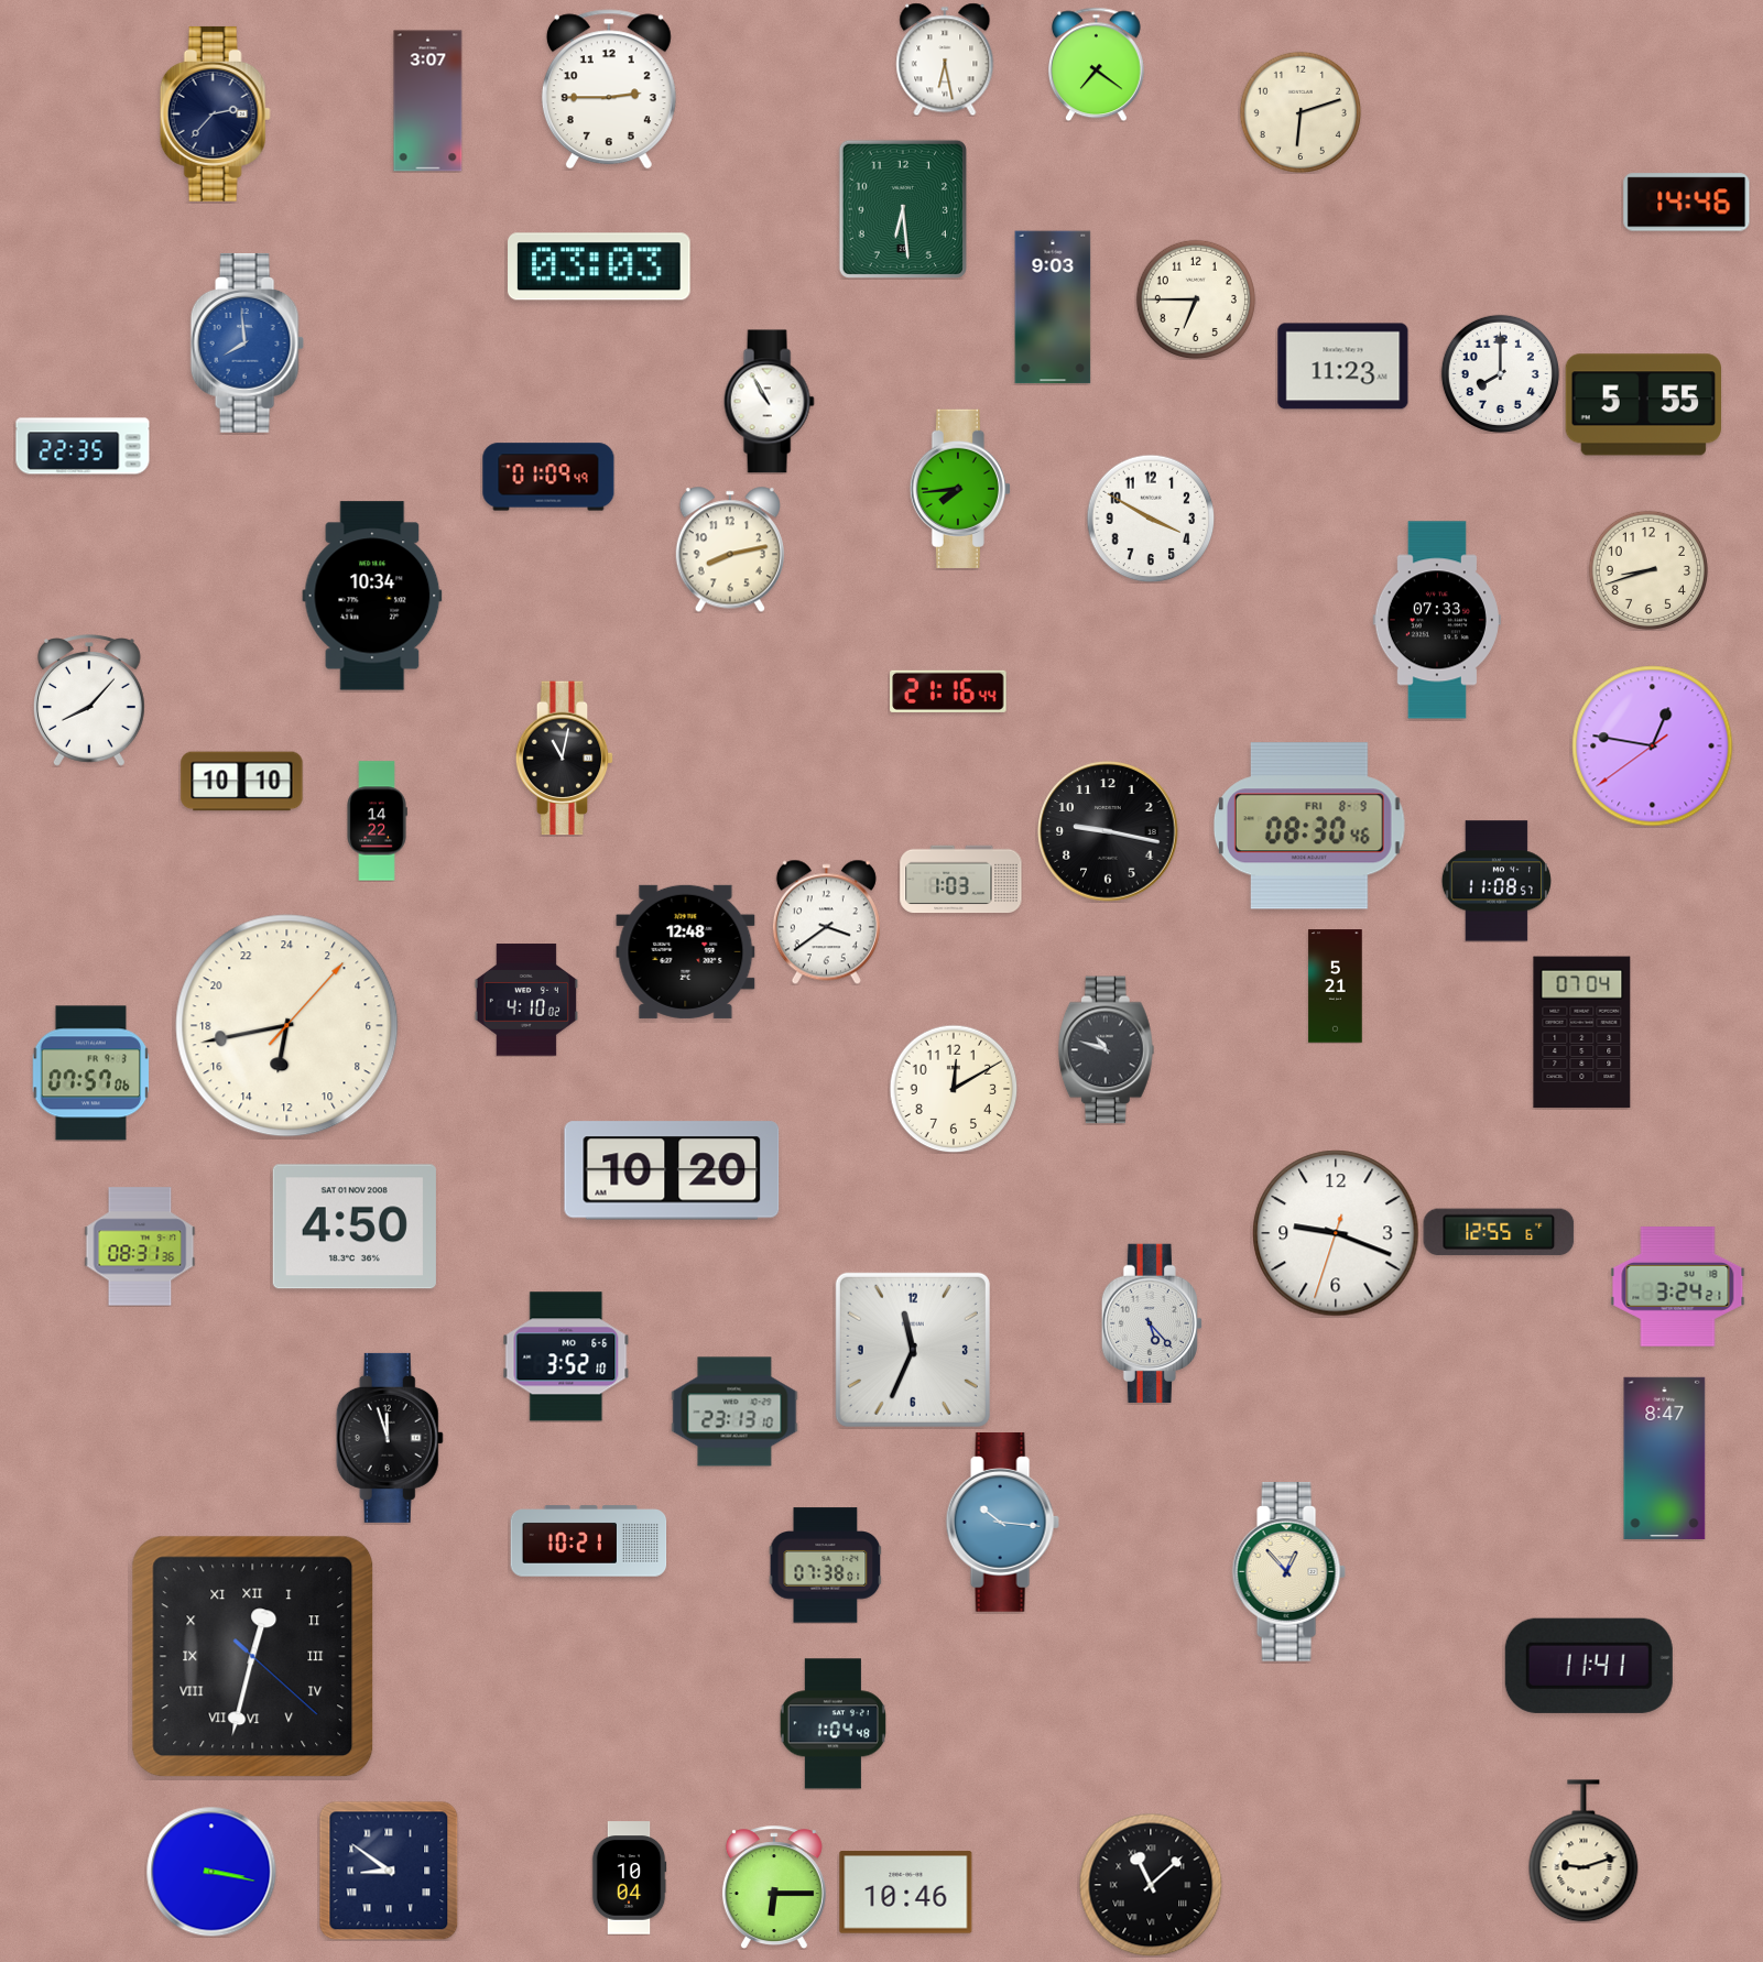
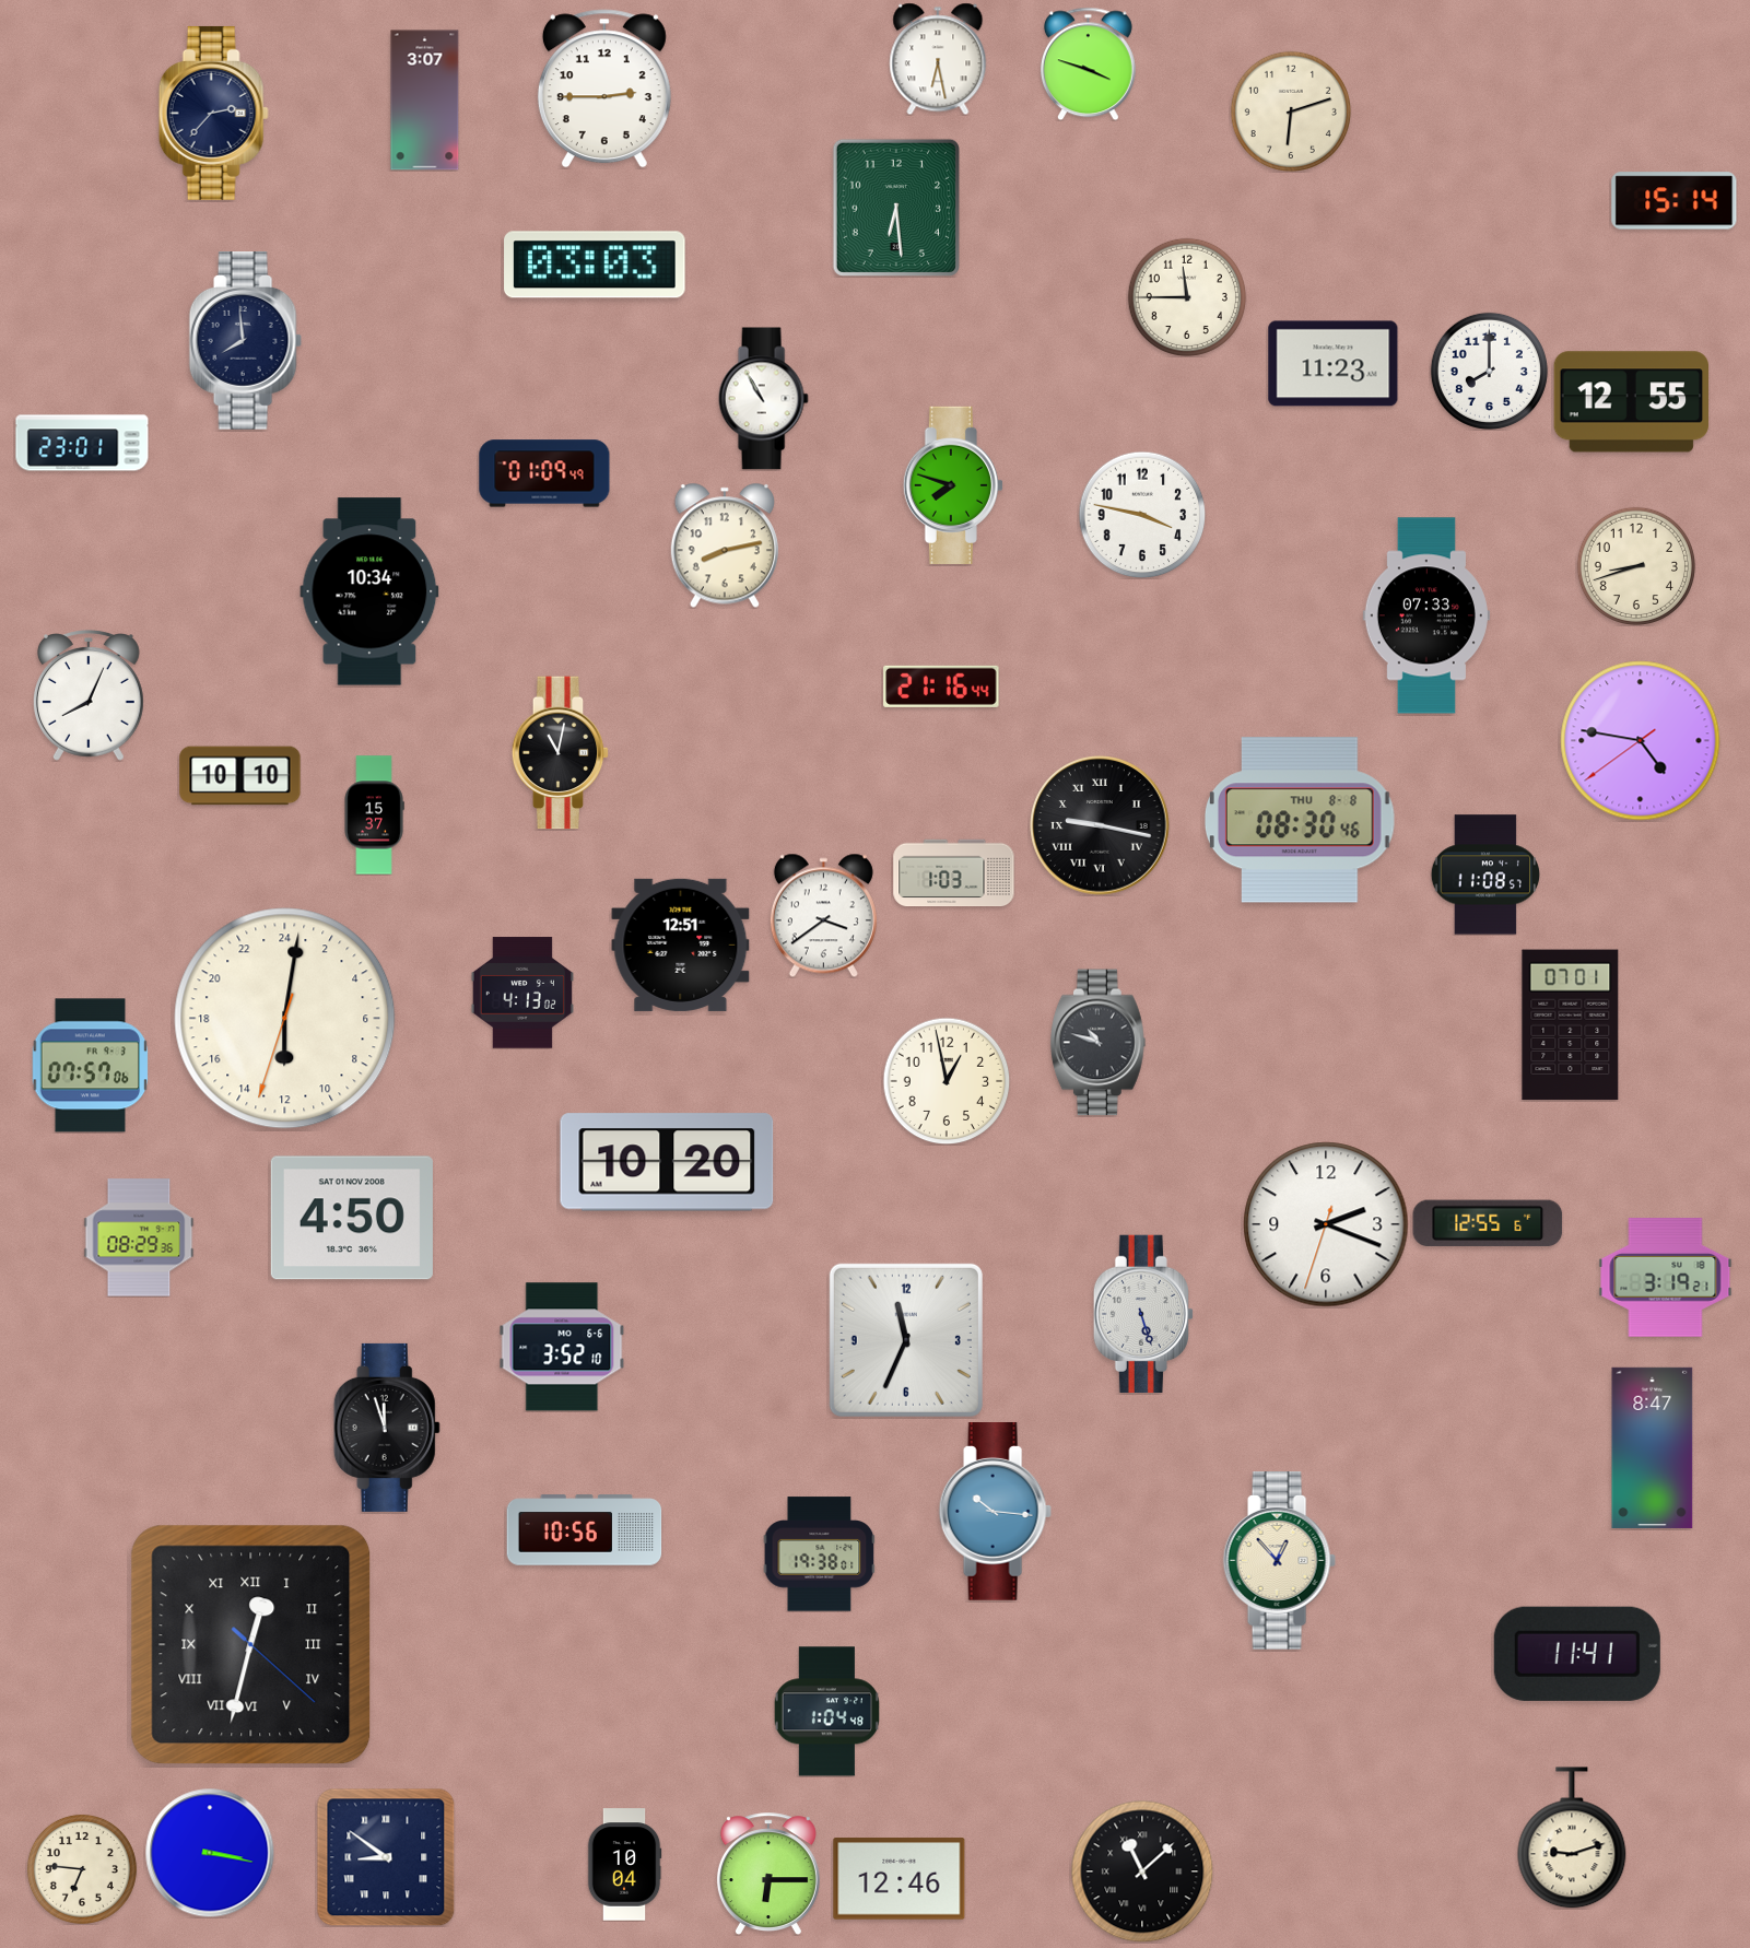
clock at (1096, 64): 7:21 -> 3:48
clock at (1687, 203): 14:46 -> 15:14
clock at (1196, 299): 6:45 -> 11:45
clock at (1053, 307): 9:03 -> none
clock at (247, 344) dial: blue -> navy
clock at (1644, 405): 5:55 -> 12:55
clock at (83, 446): 22:35 -> 23:01
clock at (960, 488): 7:44 -> 7:48
clock at (1151, 519): 3:50 -> 3:47
clock at (89, 701): 8:07 -> 8:04
clock at (1653, 746): 12:46 -> 4:46
clock at (377, 821): 14:22 -> 15:37
clock at (1309, 826) date: FRI 8-9 -> THU 8-8
clock at (1108, 831) numerals: Arabic -> Roman
clock at (826, 922) position: (826, 922) -> (823, 915)
clock at (686, 951): 12:48 -> 12:51
clock at (1336, 987): 5:21 -> none
clock at (526, 1000): 4:10 -> 4:13
clock at (287, 1026): 12:43 -> 12:01
clock at (1582, 1033): 07:04 -> 07:01
clock at (954, 1089): 12:10 -> 12:58
clock at (1336, 1233): 9:18 -> 2:18
clock at (140, 1246): 08:31 -> 08:29
clock at (1678, 1287): 3:24 -> 3:19
clock at (1152, 1322): 5:23 -> 5:27
clock at (734, 1411): 23:13 -> none
clock at (589, 1541): 10:21 -> 10:56
clock at (826, 1566): 07:38 -> 19:38
clock at (211, 1872) position: (211, 1872) -> (210, 1853)
clock at (82, 1869): none -> 6:46
clock at (906, 1893): 10:46 -> 12:46
